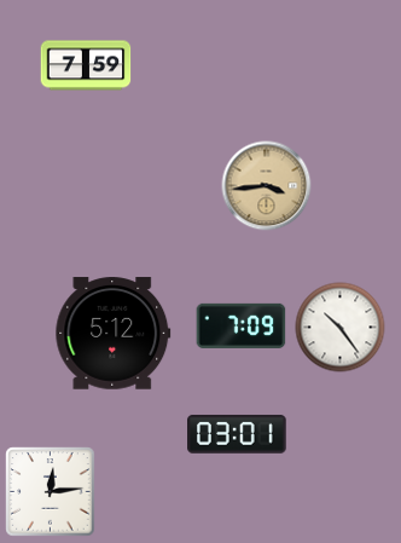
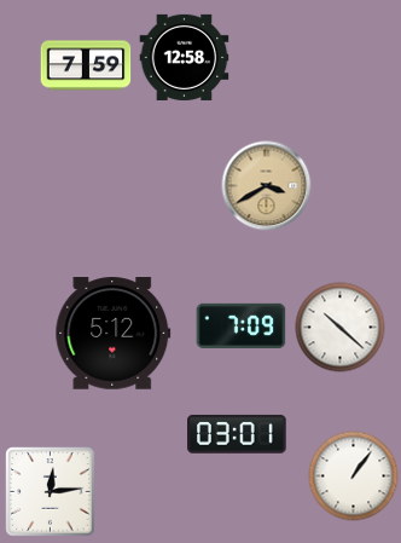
clock at (185, 57): none -> 12:58
clock at (267, 186): 3:44 -> 3:40
clock at (341, 328): 10:24 -> 10:22
clock at (354, 476): none -> 1:06
